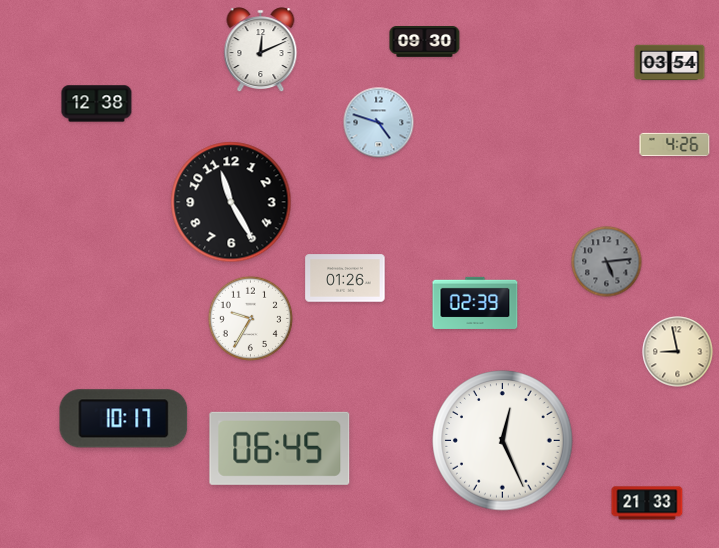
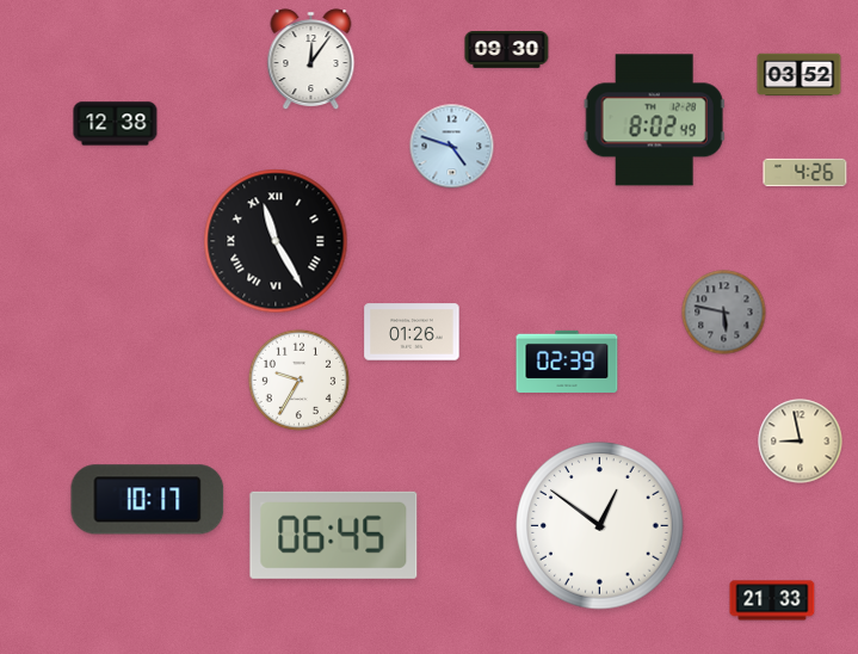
clock at (261, 50): 12:11 -> 12:06
clock at (670, 63): 03:54 -> 03:52
clock at (654, 121): none -> 8:02
clock at (231, 202) numerals: Arabic -> Roman
clock at (607, 262): 5:14 -> 5:47
clock at (678, 352) position: (678, 352) -> (801, 442)
clock at (503, 441): 12:26 -> 12:51
